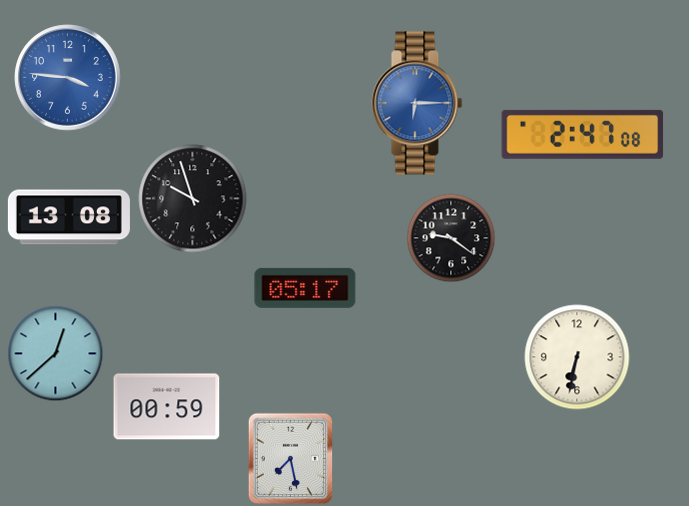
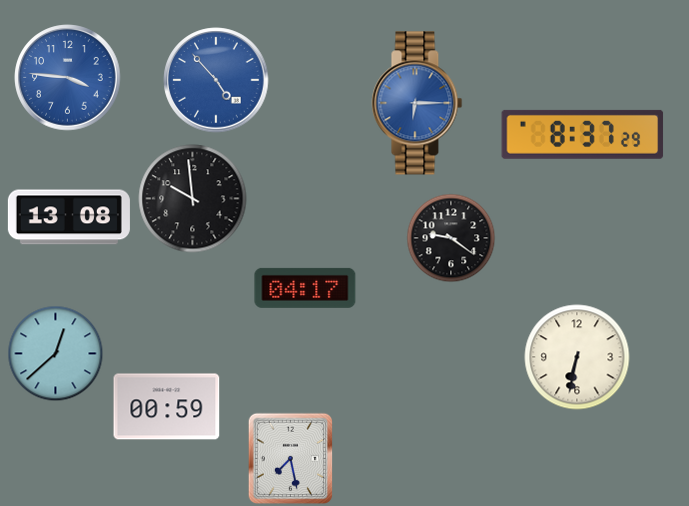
clock at (216, 80): none -> 4:53
clock at (583, 134): 2:47 -> 8:37
clock at (193, 199): 9:57 -> 9:59
clock at (305, 288): 05:17 -> 04:17
